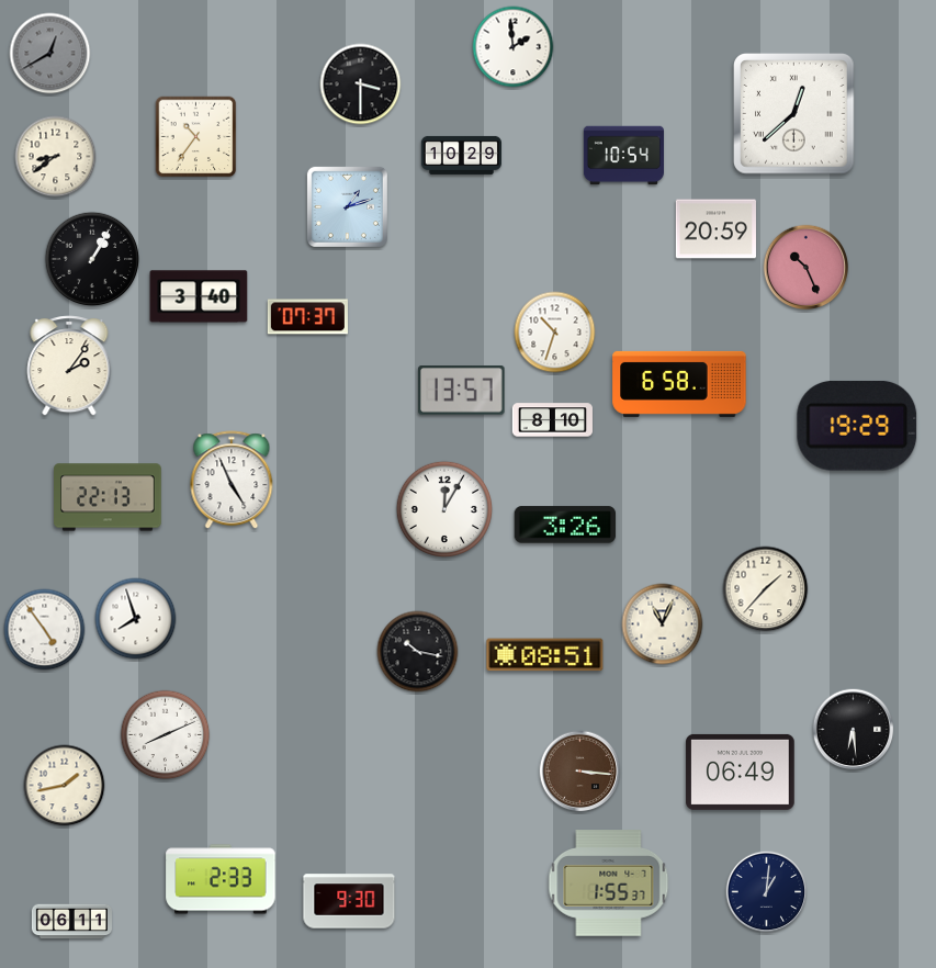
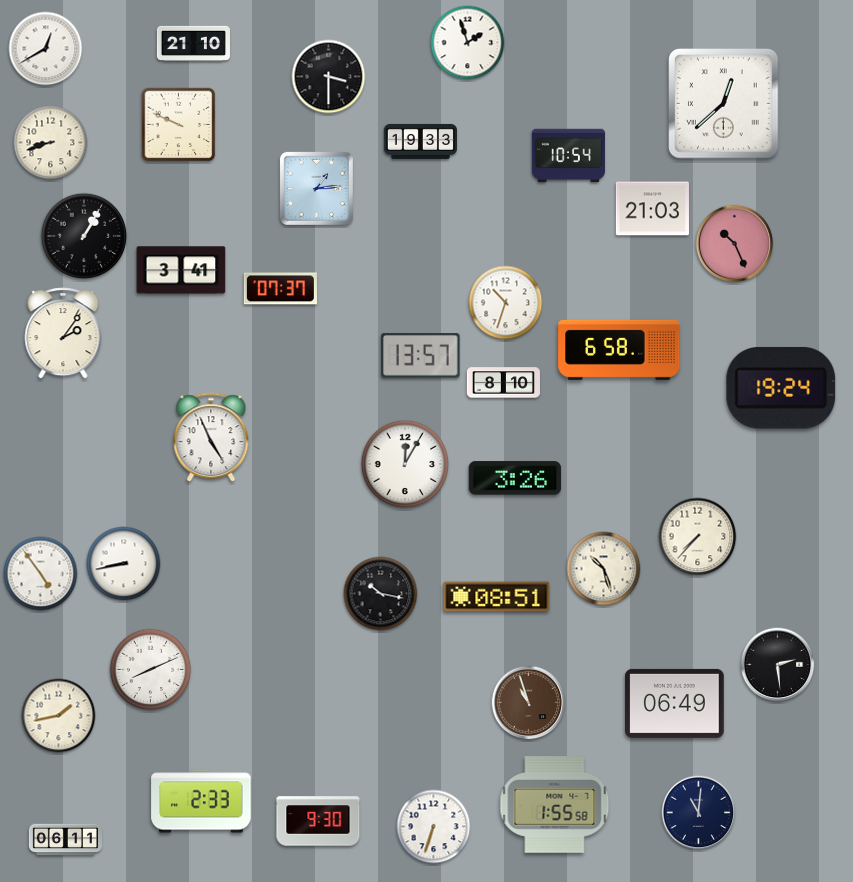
clock at (193, 43): none -> 21:10
clock at (514, 47): 1:59 -> 1:57
clock at (50, 54) dial: grey -> white
clock at (196, 137): 10:36 -> 9:49
clock at (461, 155): 10:29 -> 19:33
clock at (623, 156) position: (623, 156) -> (568, 156)
clock at (56, 157): 8:39 -> 8:42
clock at (347, 206): 1:12 -> 1:14
clock at (715, 229): 20:59 -> 21:03
clock at (199, 296): 3:40 -> 3:41
clock at (857, 426): 19:29 -> 19:24
clock at (109, 497): 22:13 -> none
clock at (766, 589): 1:37 -> 7:37
clock at (136, 619): 7:57 -> 8:43
clock at (663, 624): 11:04 -> 10:27
clock at (854, 730): 6:29 -> 2:29
clock at (580, 772): 3:16 -> 10:57
clock at (609, 883): 1:55:37 -> 1:55:58
clock at (767, 892): 1:01 -> 11:01
clock at (434, 827): none -> 6:33
